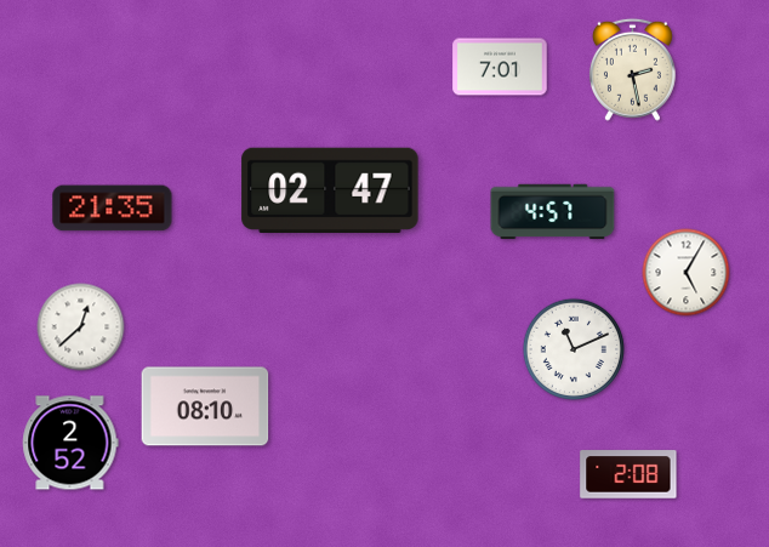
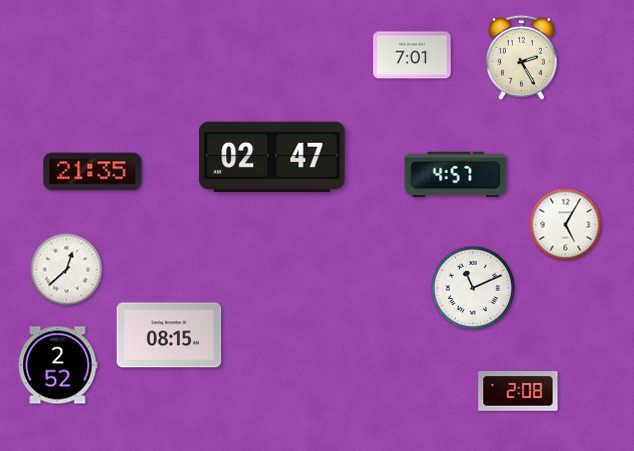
clock at (632, 69): 2:28 -> 2:25
clock at (205, 406): 08:10 -> 08:15
